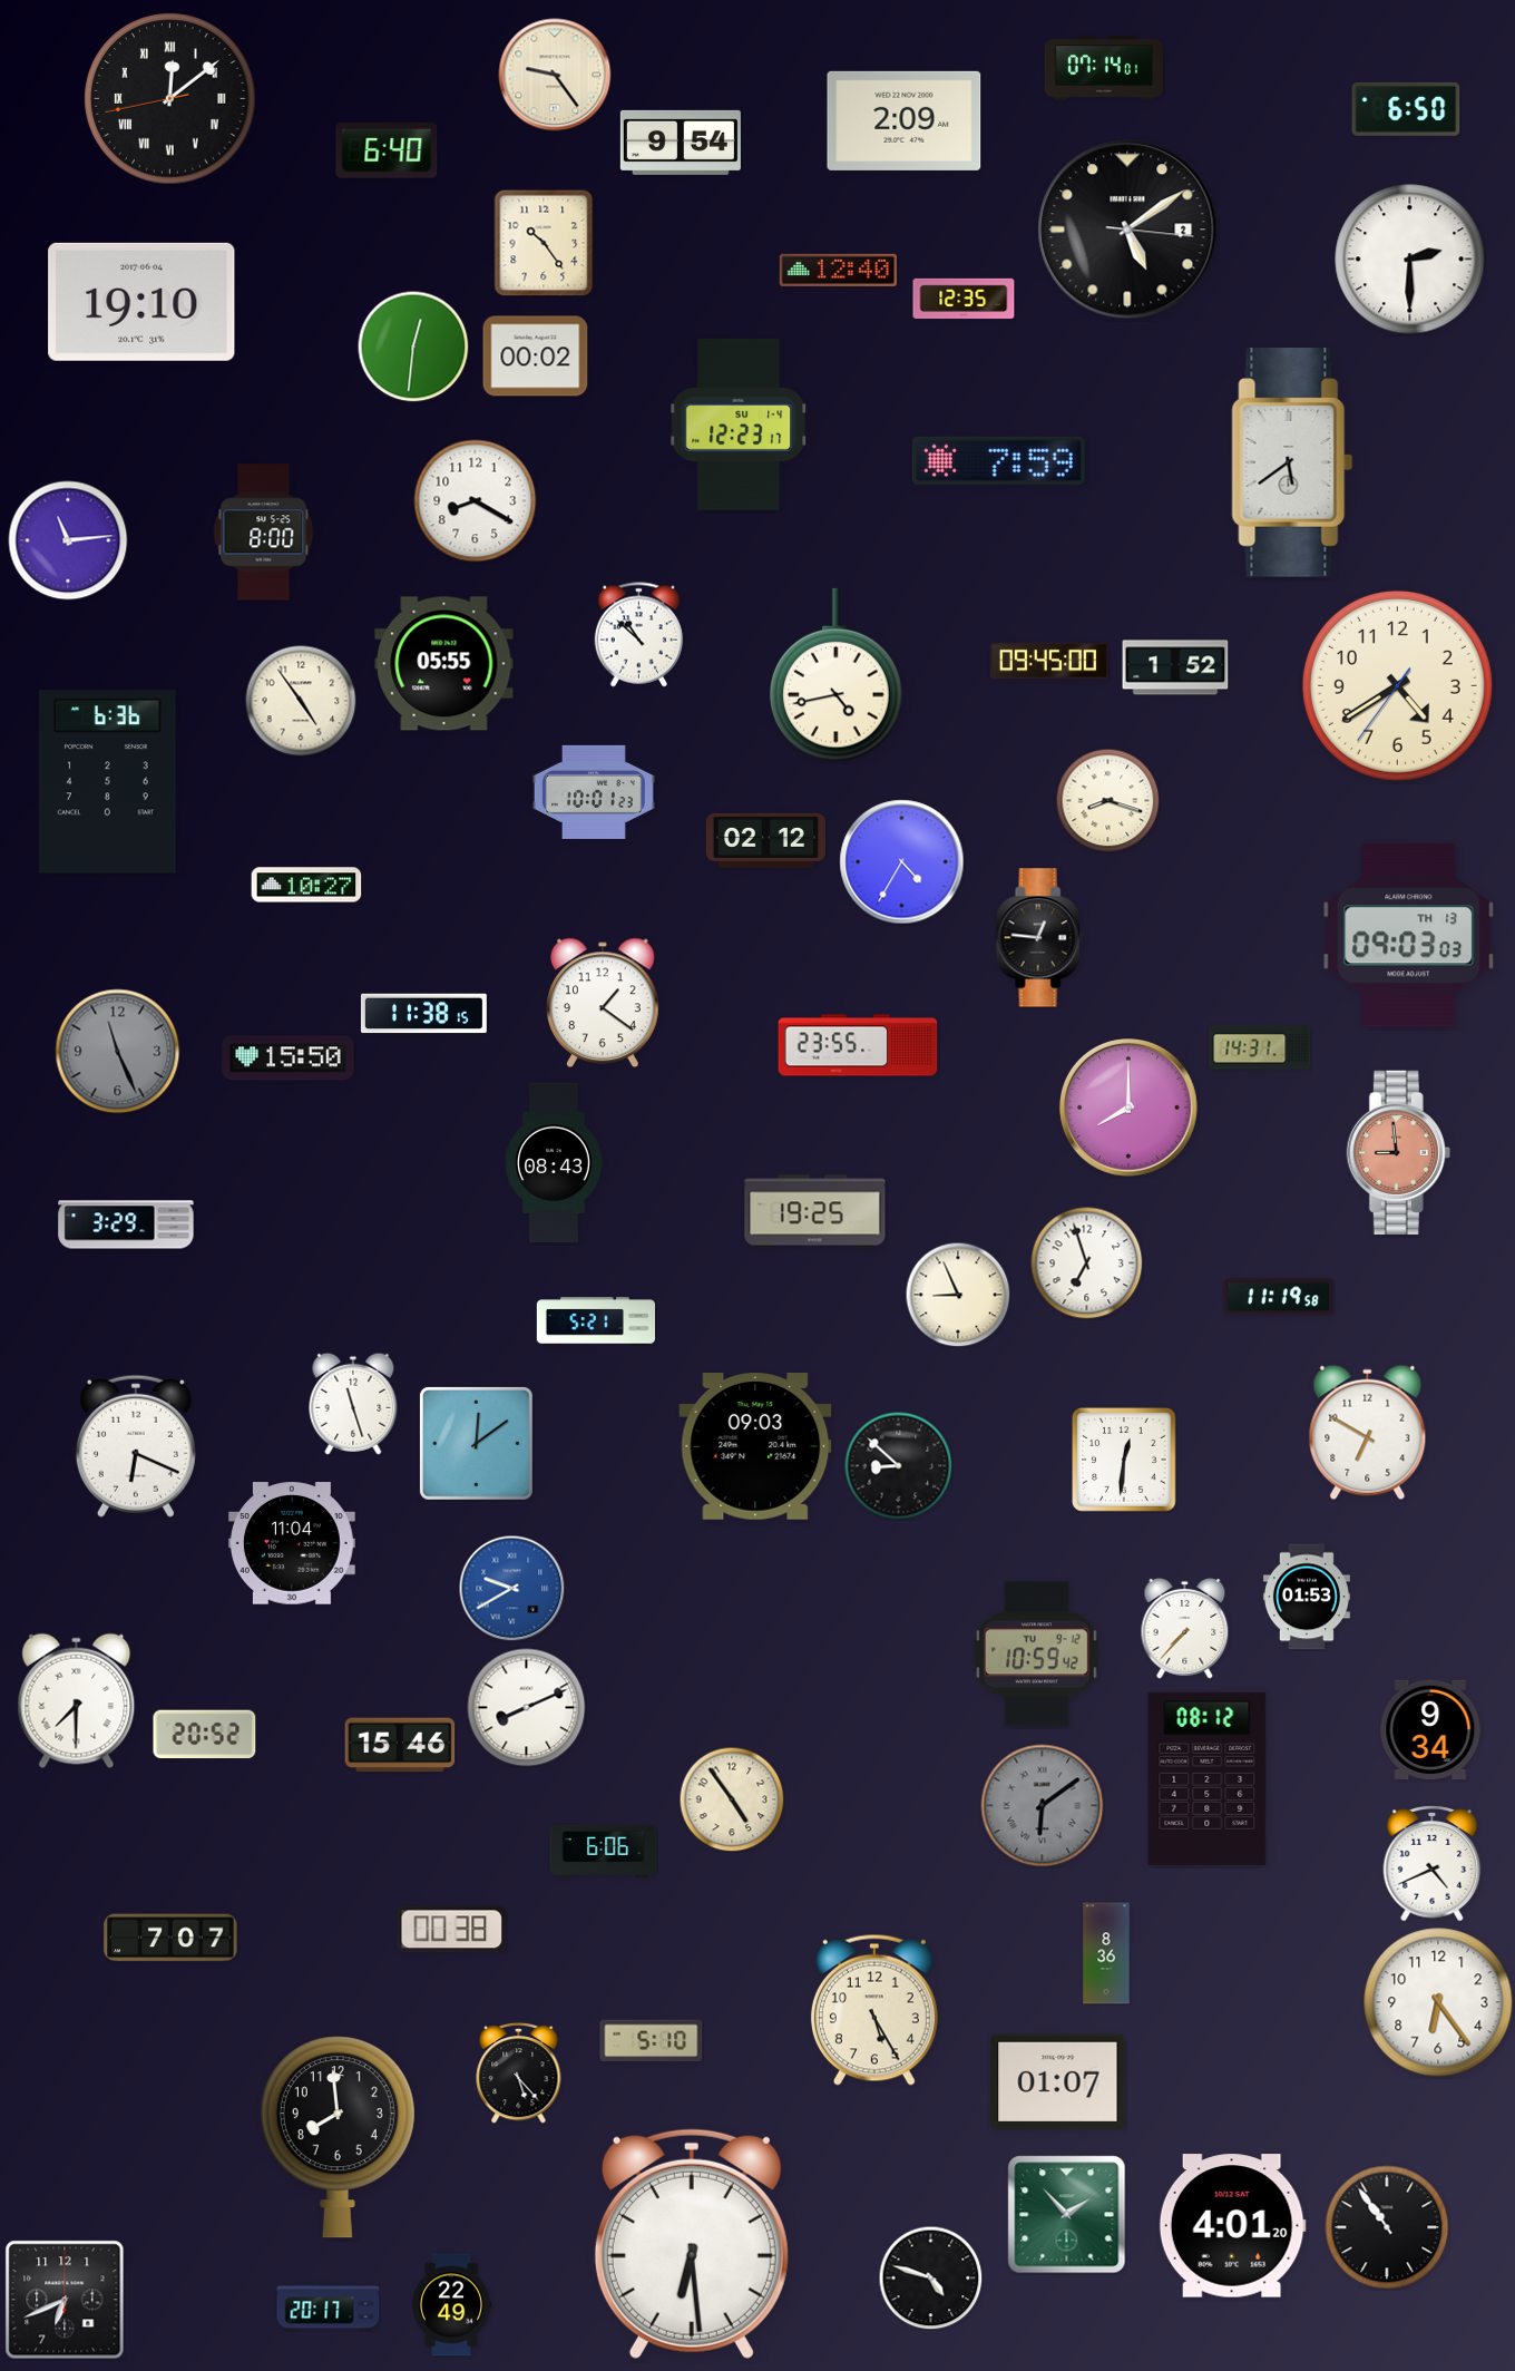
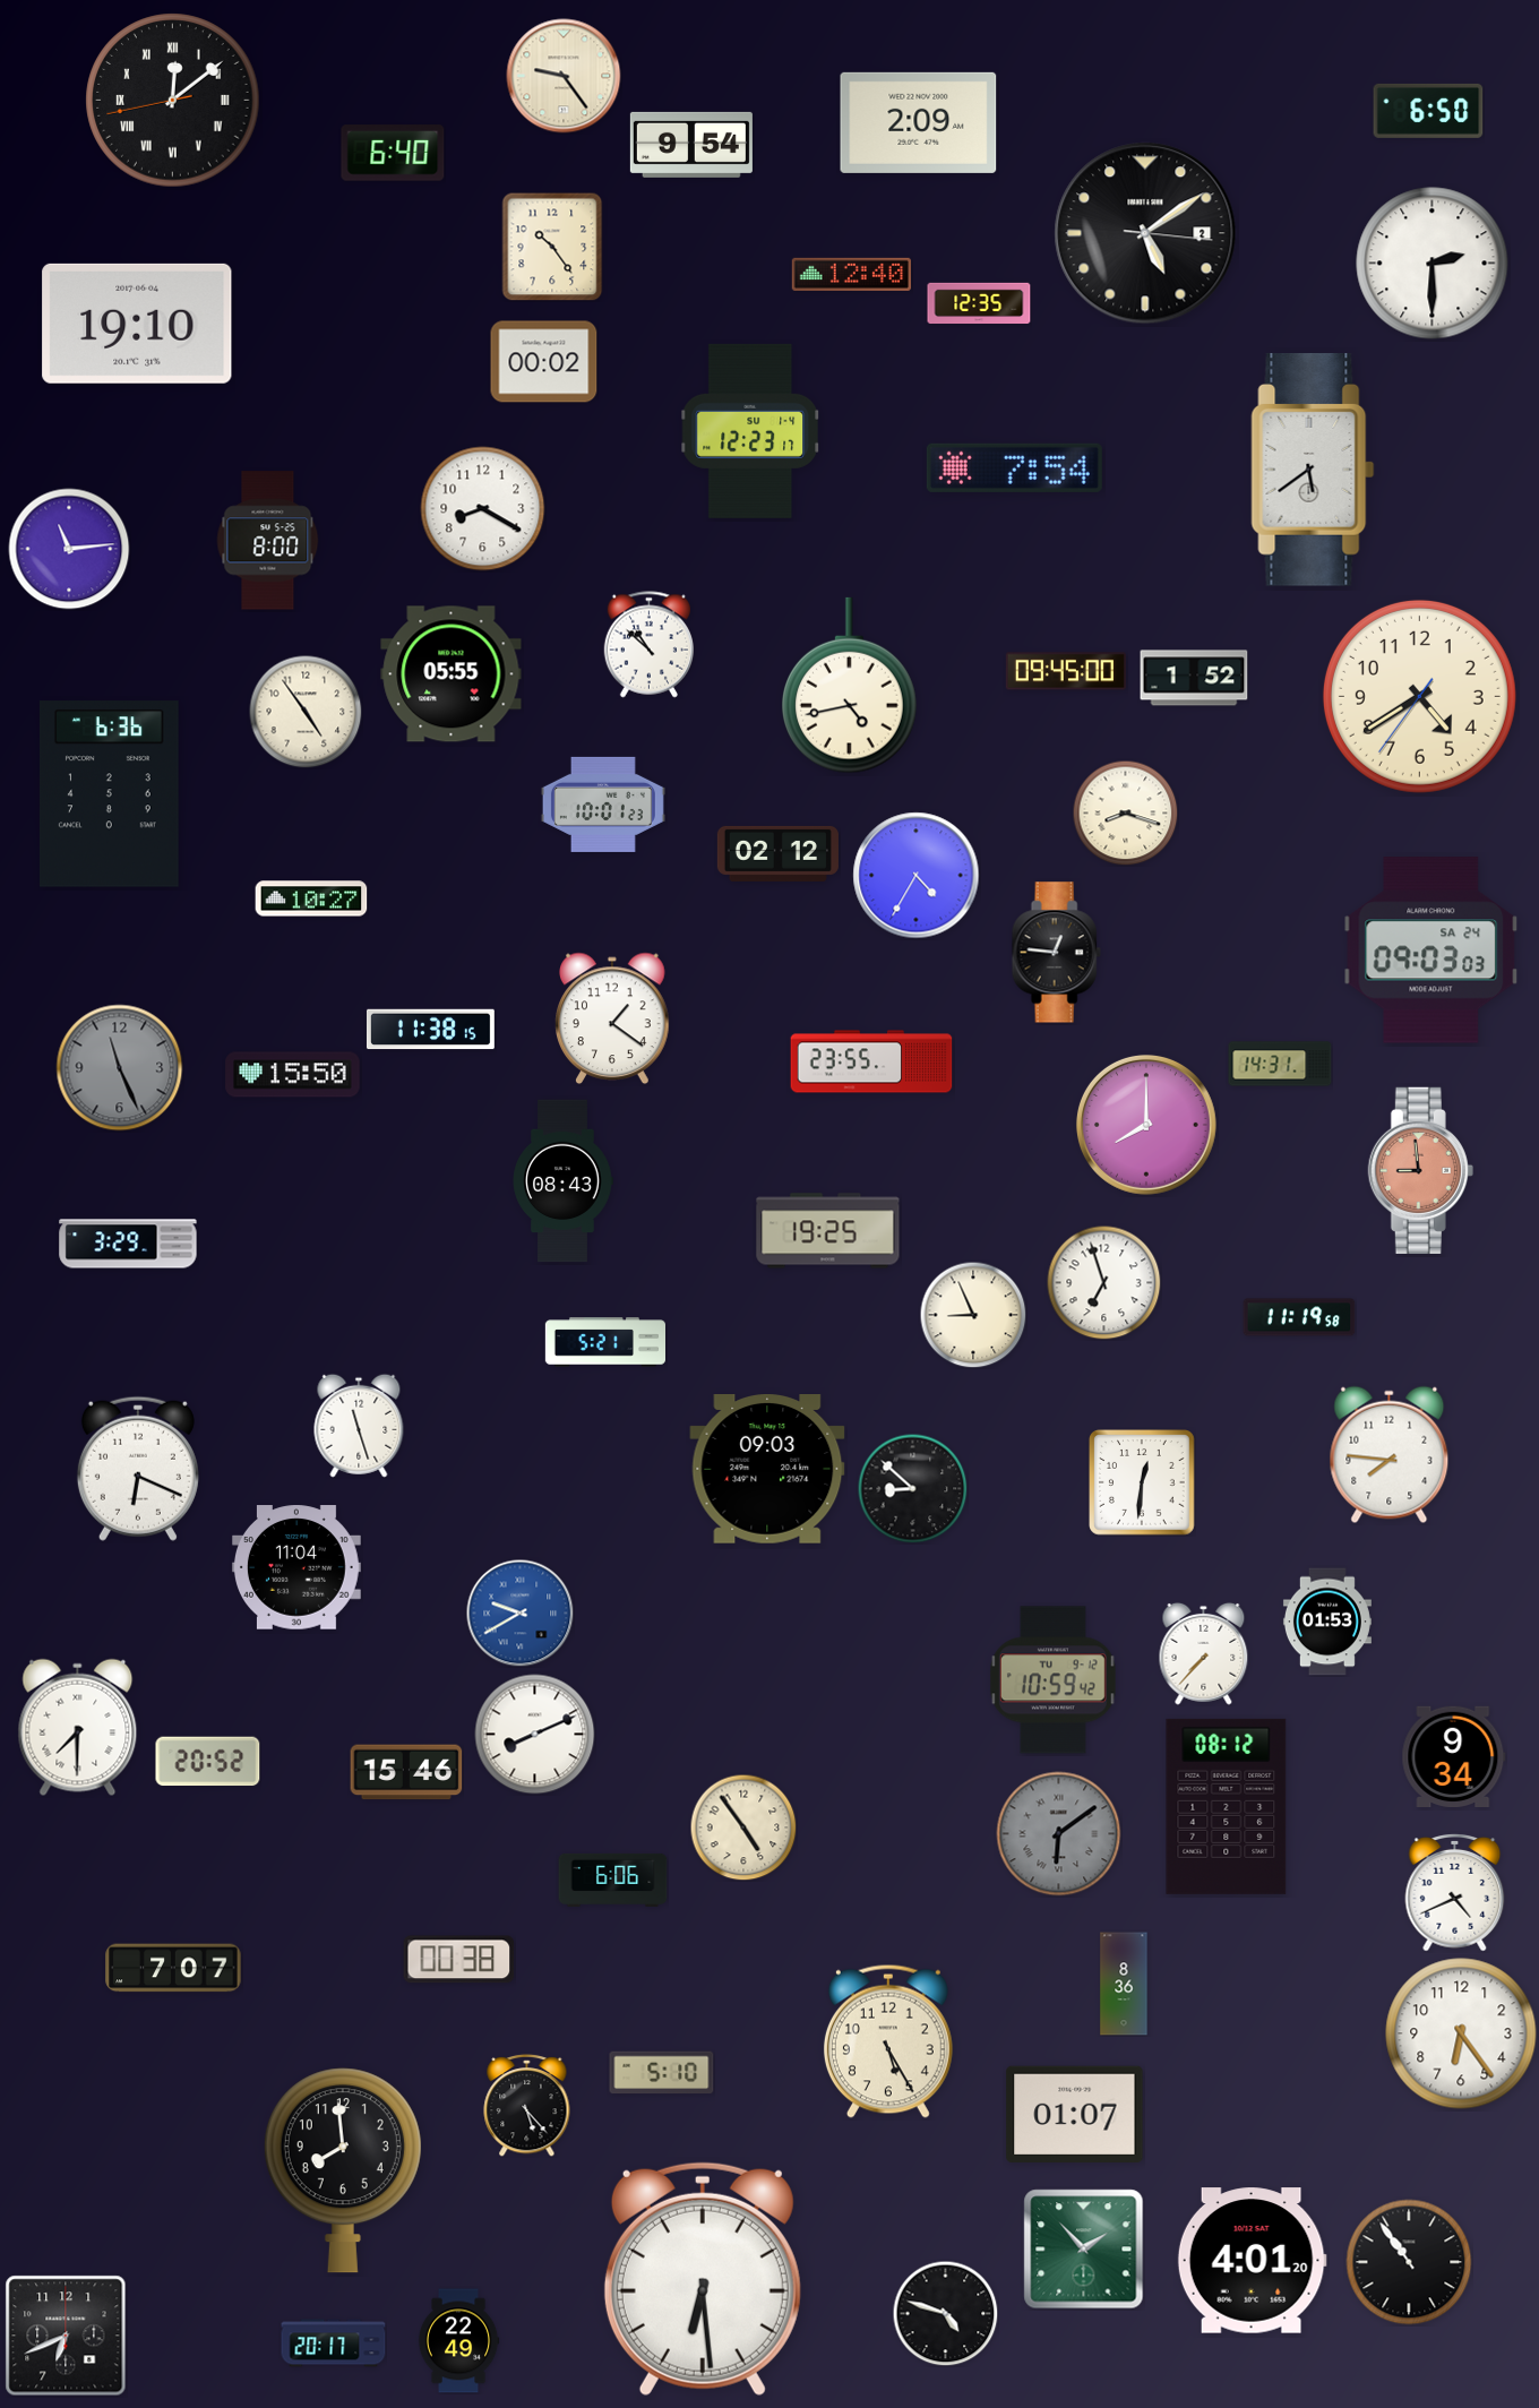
clock at (1104, 68): 07:14 -> none
clock at (141, 302) position: (141, 302) -> (137, 324)
clock at (413, 347): 12:31 -> none
clock at (998, 460): 7:59 -> 7:54
clock at (1409, 936) date: TH 13 -> SA 24
clock at (1368, 1433): 6:50 -> 7:46
clock at (476, 1443): 12:09 -> none
